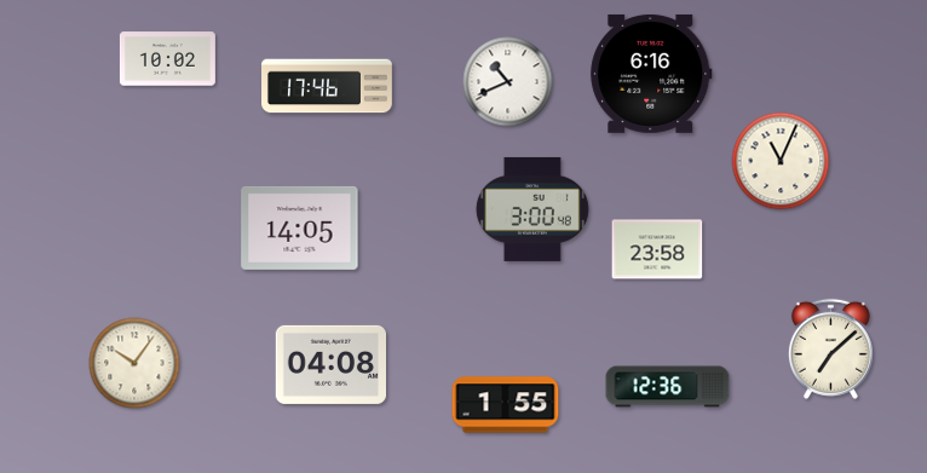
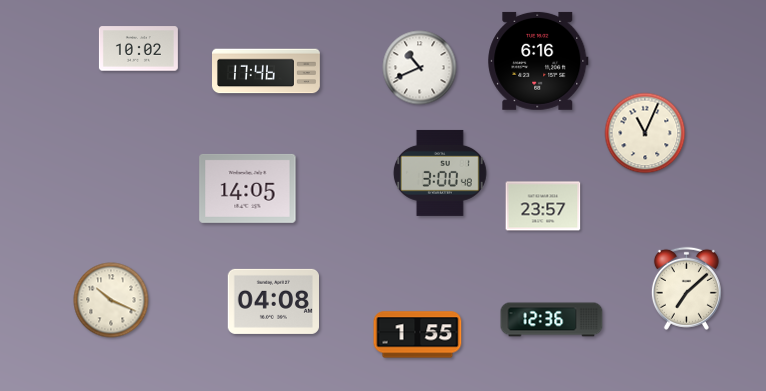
clock at (328, 86) position: (328, 86) -> (267, 71)
clock at (657, 249): 23:58 -> 23:57
clock at (134, 363): 10:06 -> 10:19
